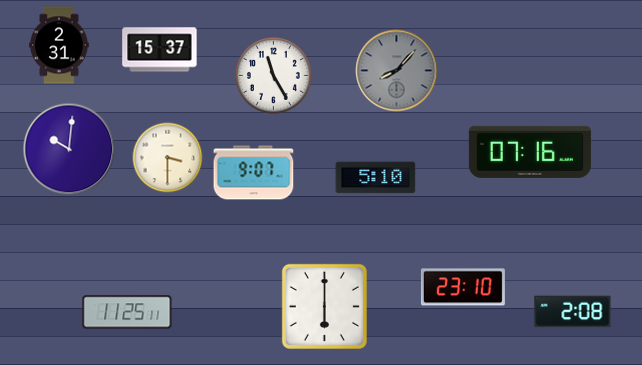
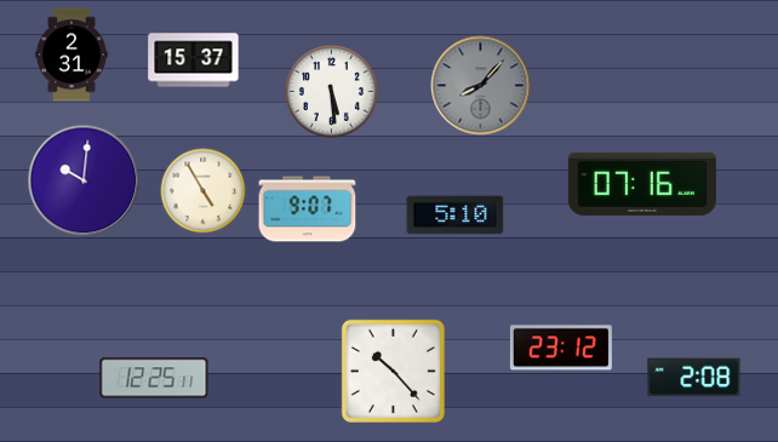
clock at (273, 75): 11:25 -> 5:29
clock at (168, 158): 3:30 -> 4:55
clock at (463, 287): 23:10 -> 23:12
clock at (324, 306): 6:00 -> 10:23
clock at (127, 312): 11:25 -> 12:25
